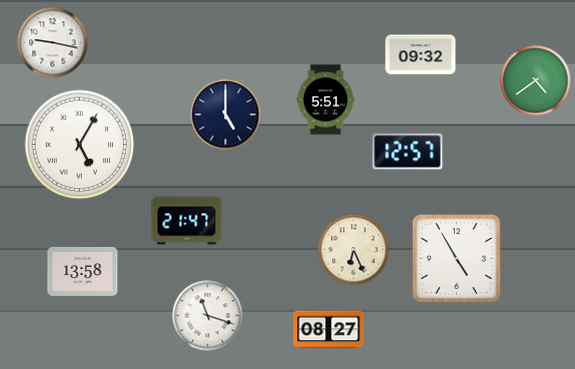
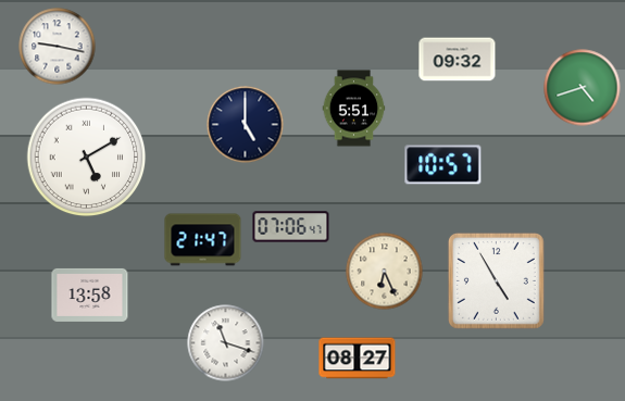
clock at (536, 81): 4:39 -> 4:42
clock at (80, 145): 5:05 -> 5:10
clock at (408, 152): 12:57 -> 10:57
clock at (291, 227): none -> 07:06
